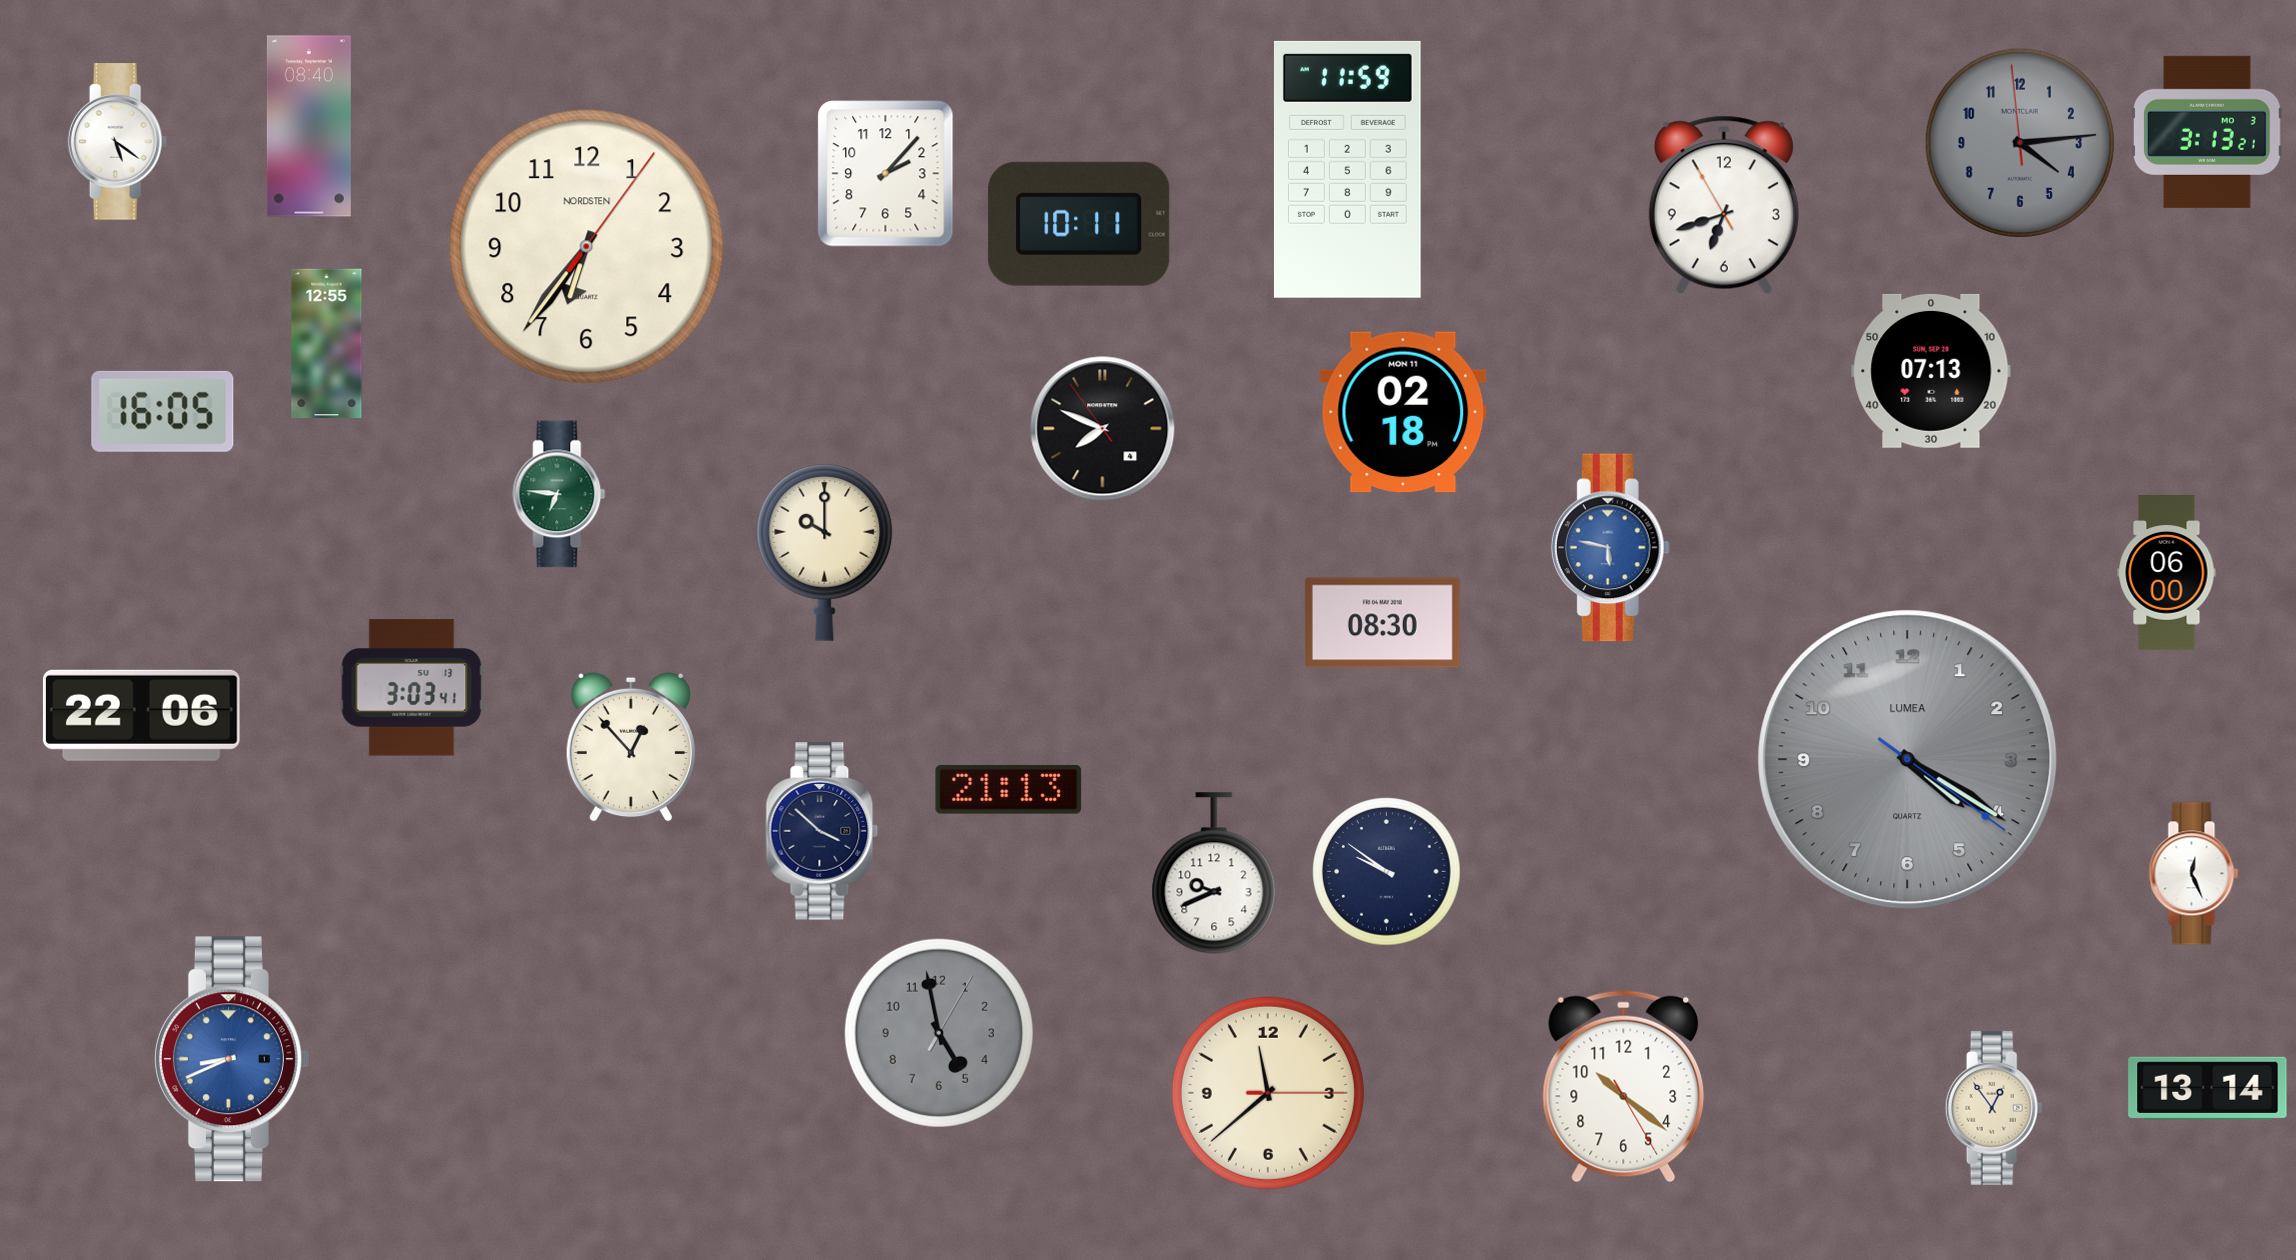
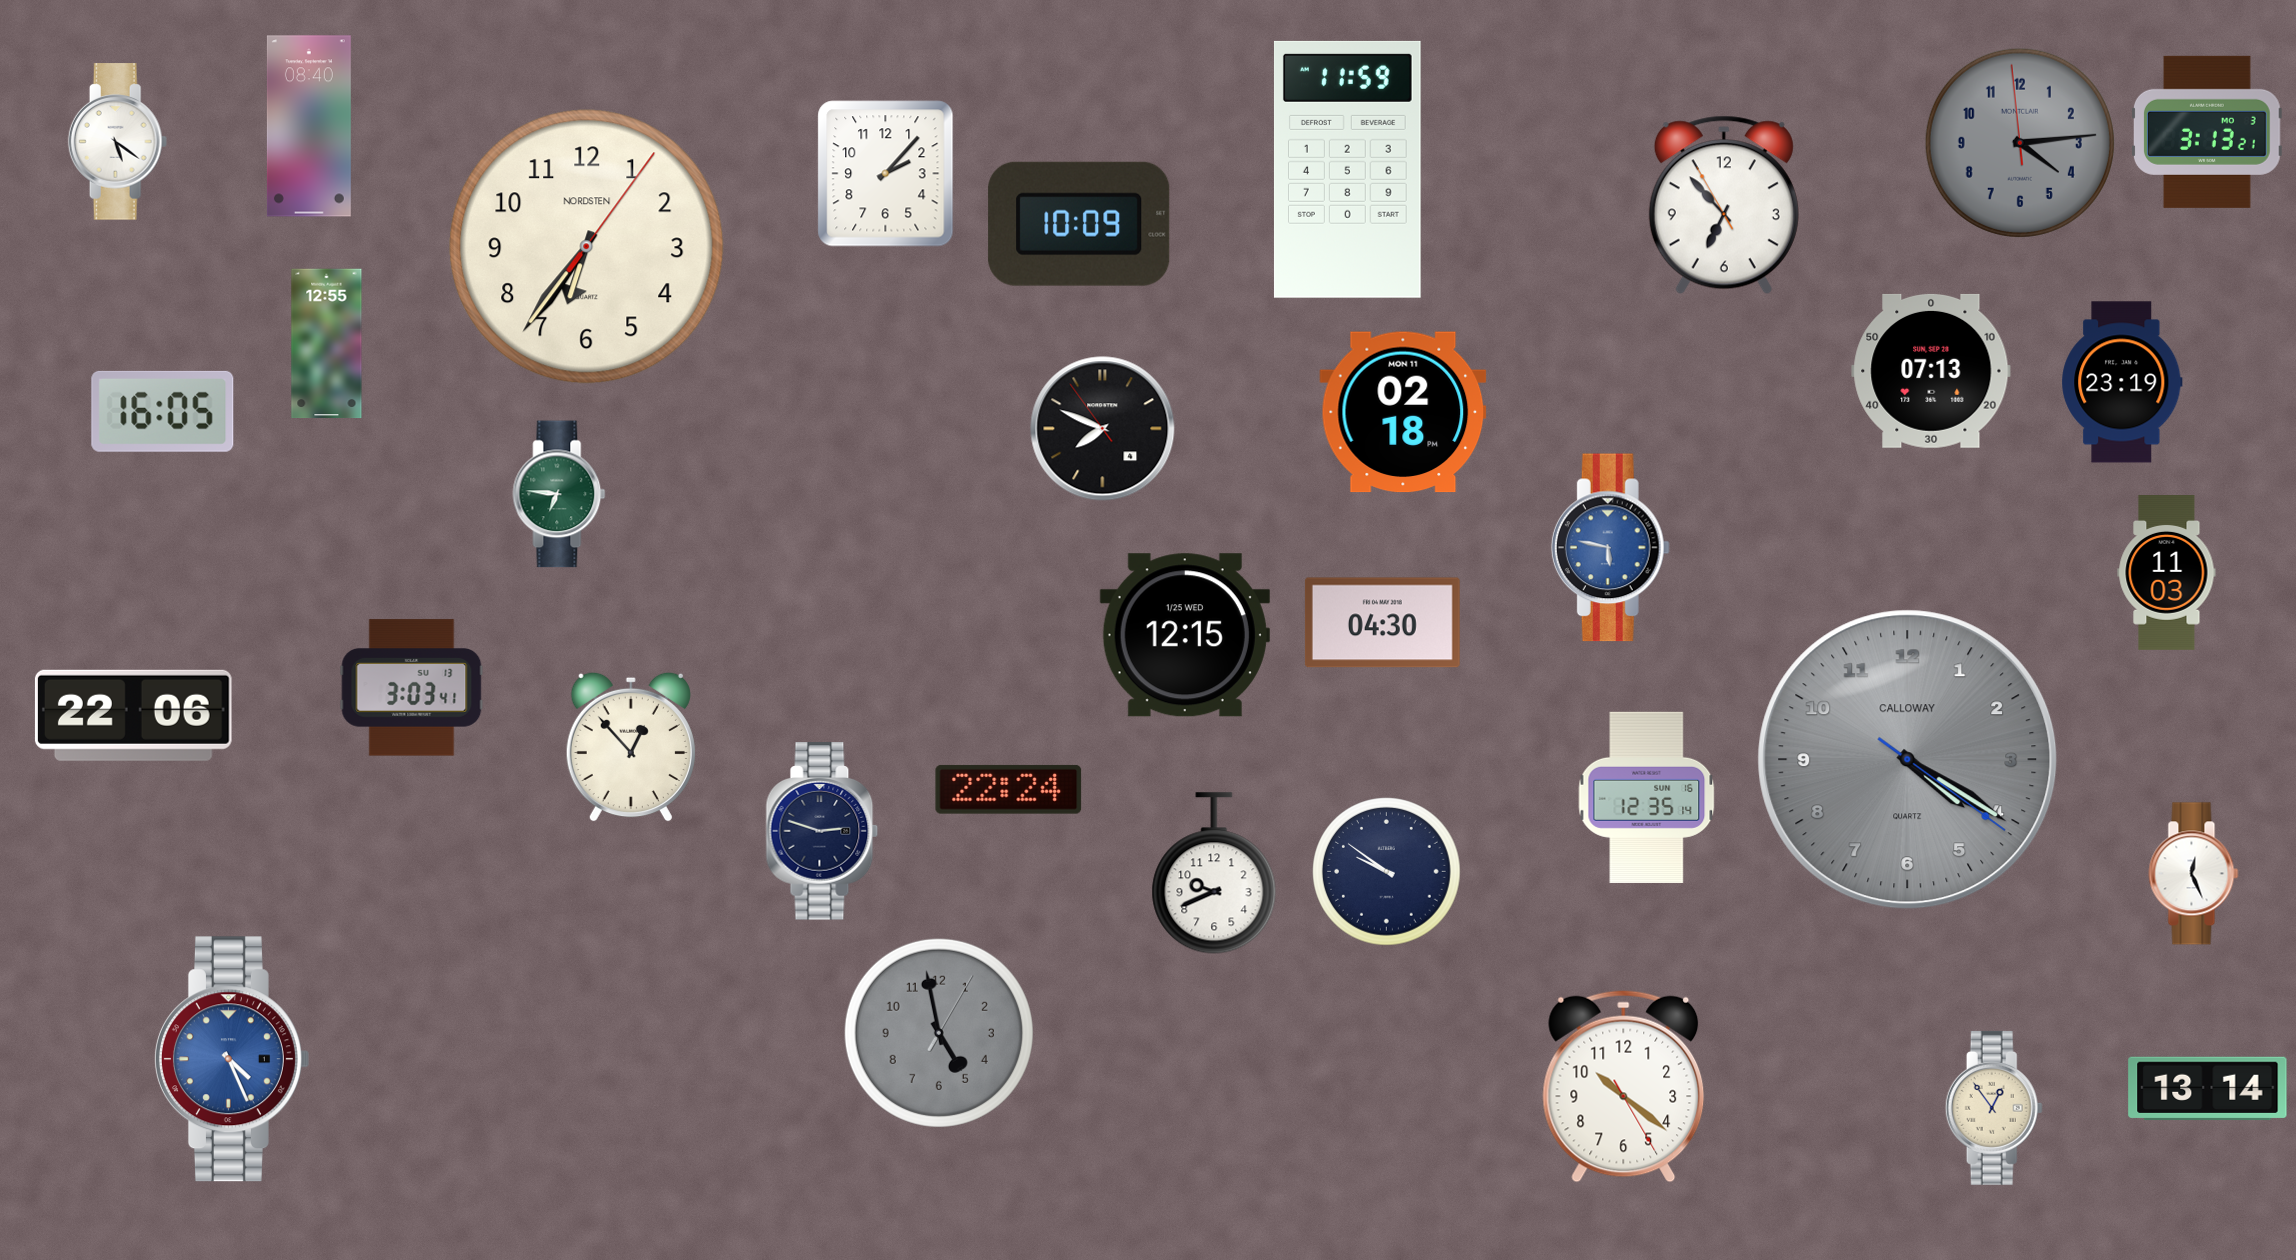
clock at (1724, 205): 6:41 -> 6:52
clock at (1079, 224): 10:11 -> 10:09
clock at (2122, 382): none -> 23:19
clock at (825, 553): 10:00 -> none
clock at (2167, 573): 06:00 -> 11:03
clock at (1382, 623): 08:30 -> 04:30
clock at (1185, 635): none -> 12:15
clock at (141, 715) position: (141, 715) -> (133, 715)
clock at (1908, 760) brand: LUMEA -> CALLOWAY
clock at (1009, 789): 21:13 -> 22:24
clock at (1647, 797): none -> 12:35
clock at (822, 831): 3:52 -> 2:48
clock at (231, 1059): 8:41 -> 4:26
clock at (1268, 1093): 11:38 -> none
